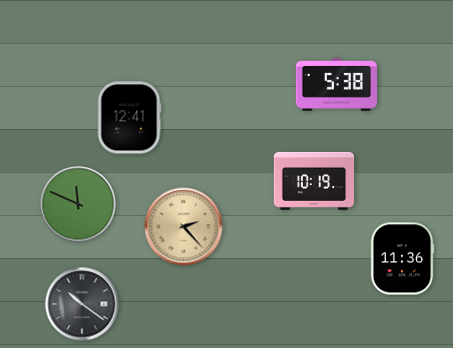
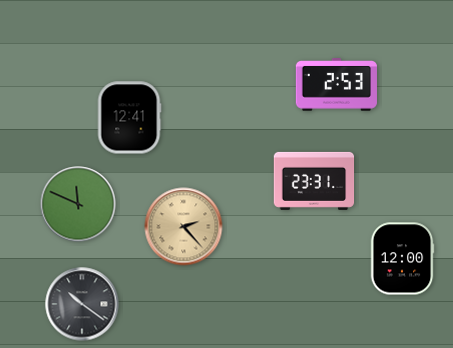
clock at (336, 85): 5:38 -> 2:53
clock at (314, 181): 10:19 -> 23:31
clock at (402, 259): 11:36 -> 12:00
